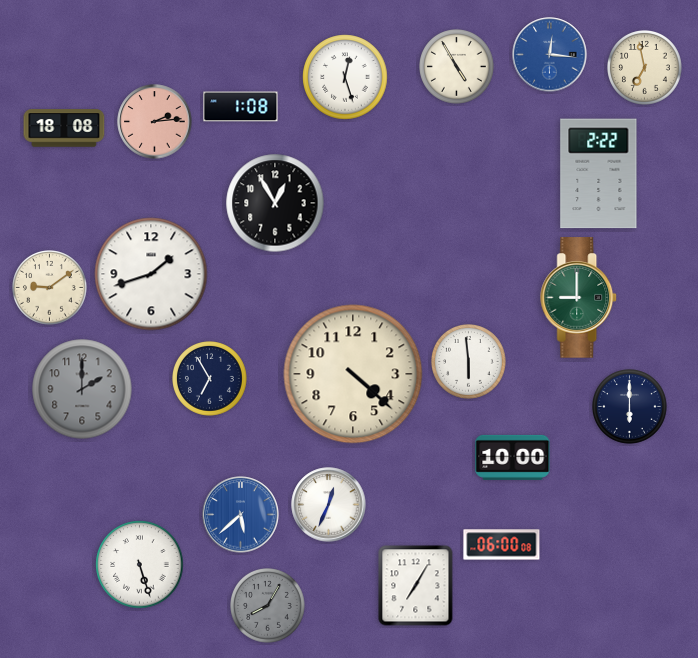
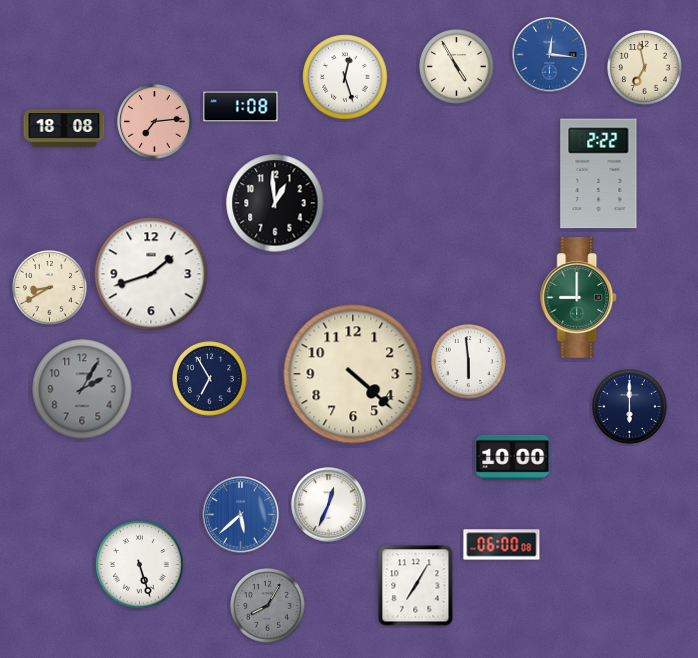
clock at (155, 122): 2:14 -> 7:14
clock at (275, 203): 12:55 -> 12:59
clock at (50, 288): 9:09 -> 8:40
clock at (82, 389): 2:00 -> 2:05
